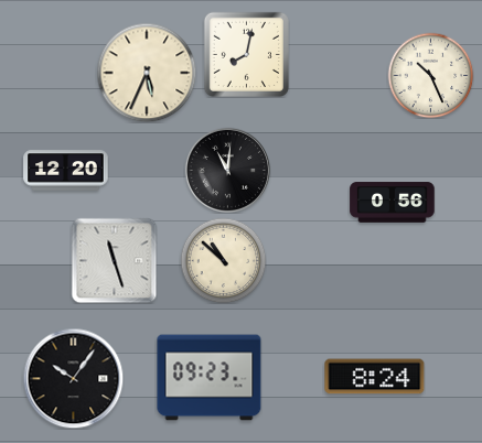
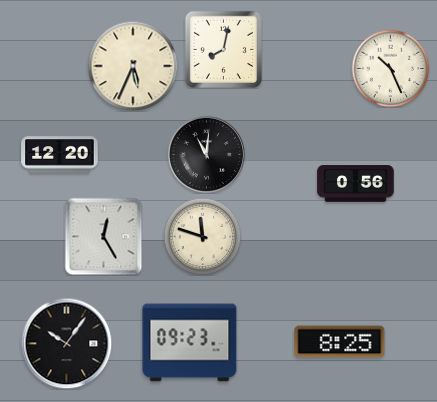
clock at (114, 260): 11:27 -> 12:25
clock at (223, 260): 10:52 -> 11:48
clock at (375, 377): 8:24 -> 8:25
